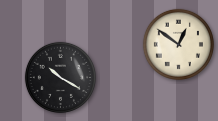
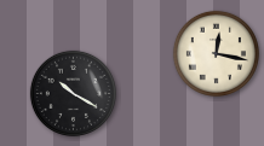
clock at (178, 44): 12:51 -> 12:17
